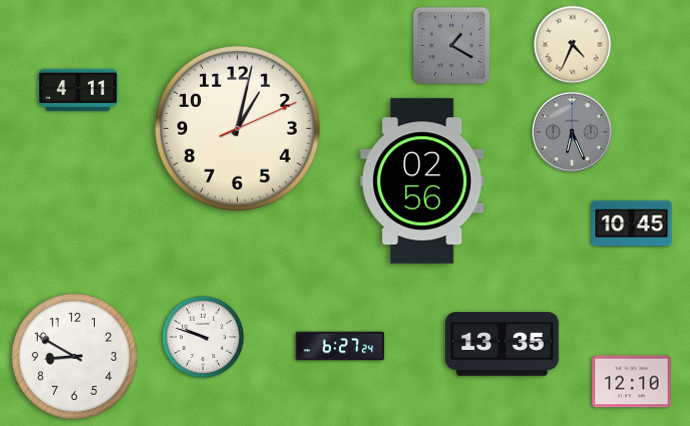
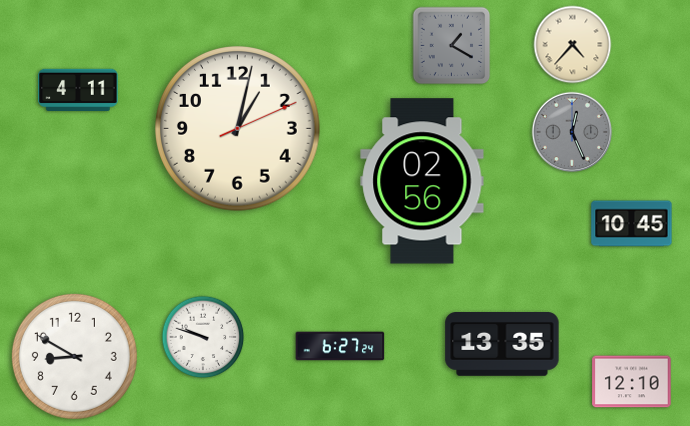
clock at (573, 45): 4:34 -> 4:37
clock at (572, 132): 6:26 -> 12:26
